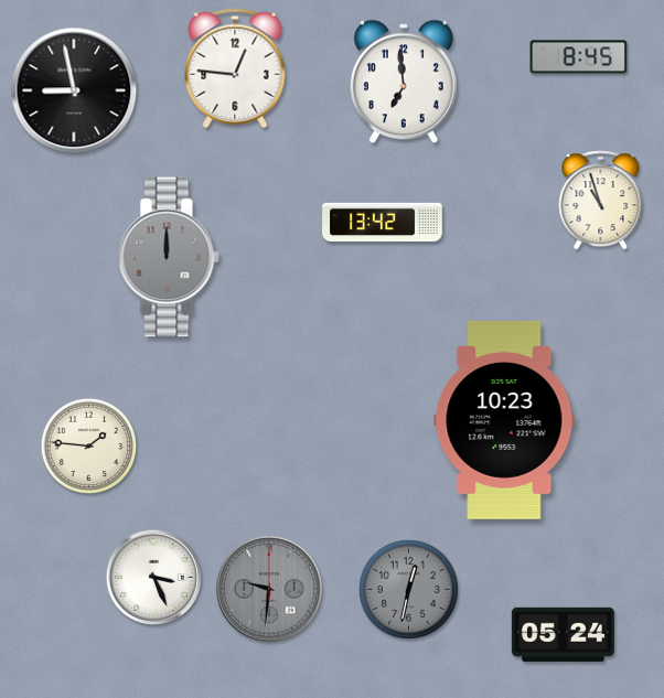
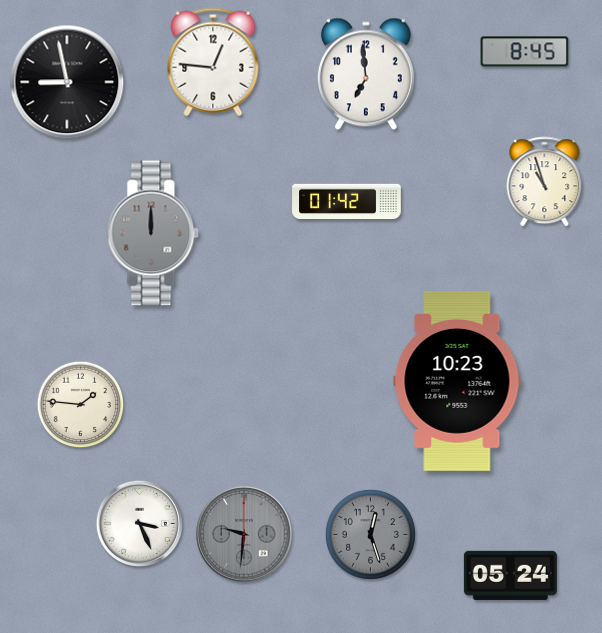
clock at (383, 222): 13:42 -> 01:42
clock at (408, 589): 12:32 -> 12:27
